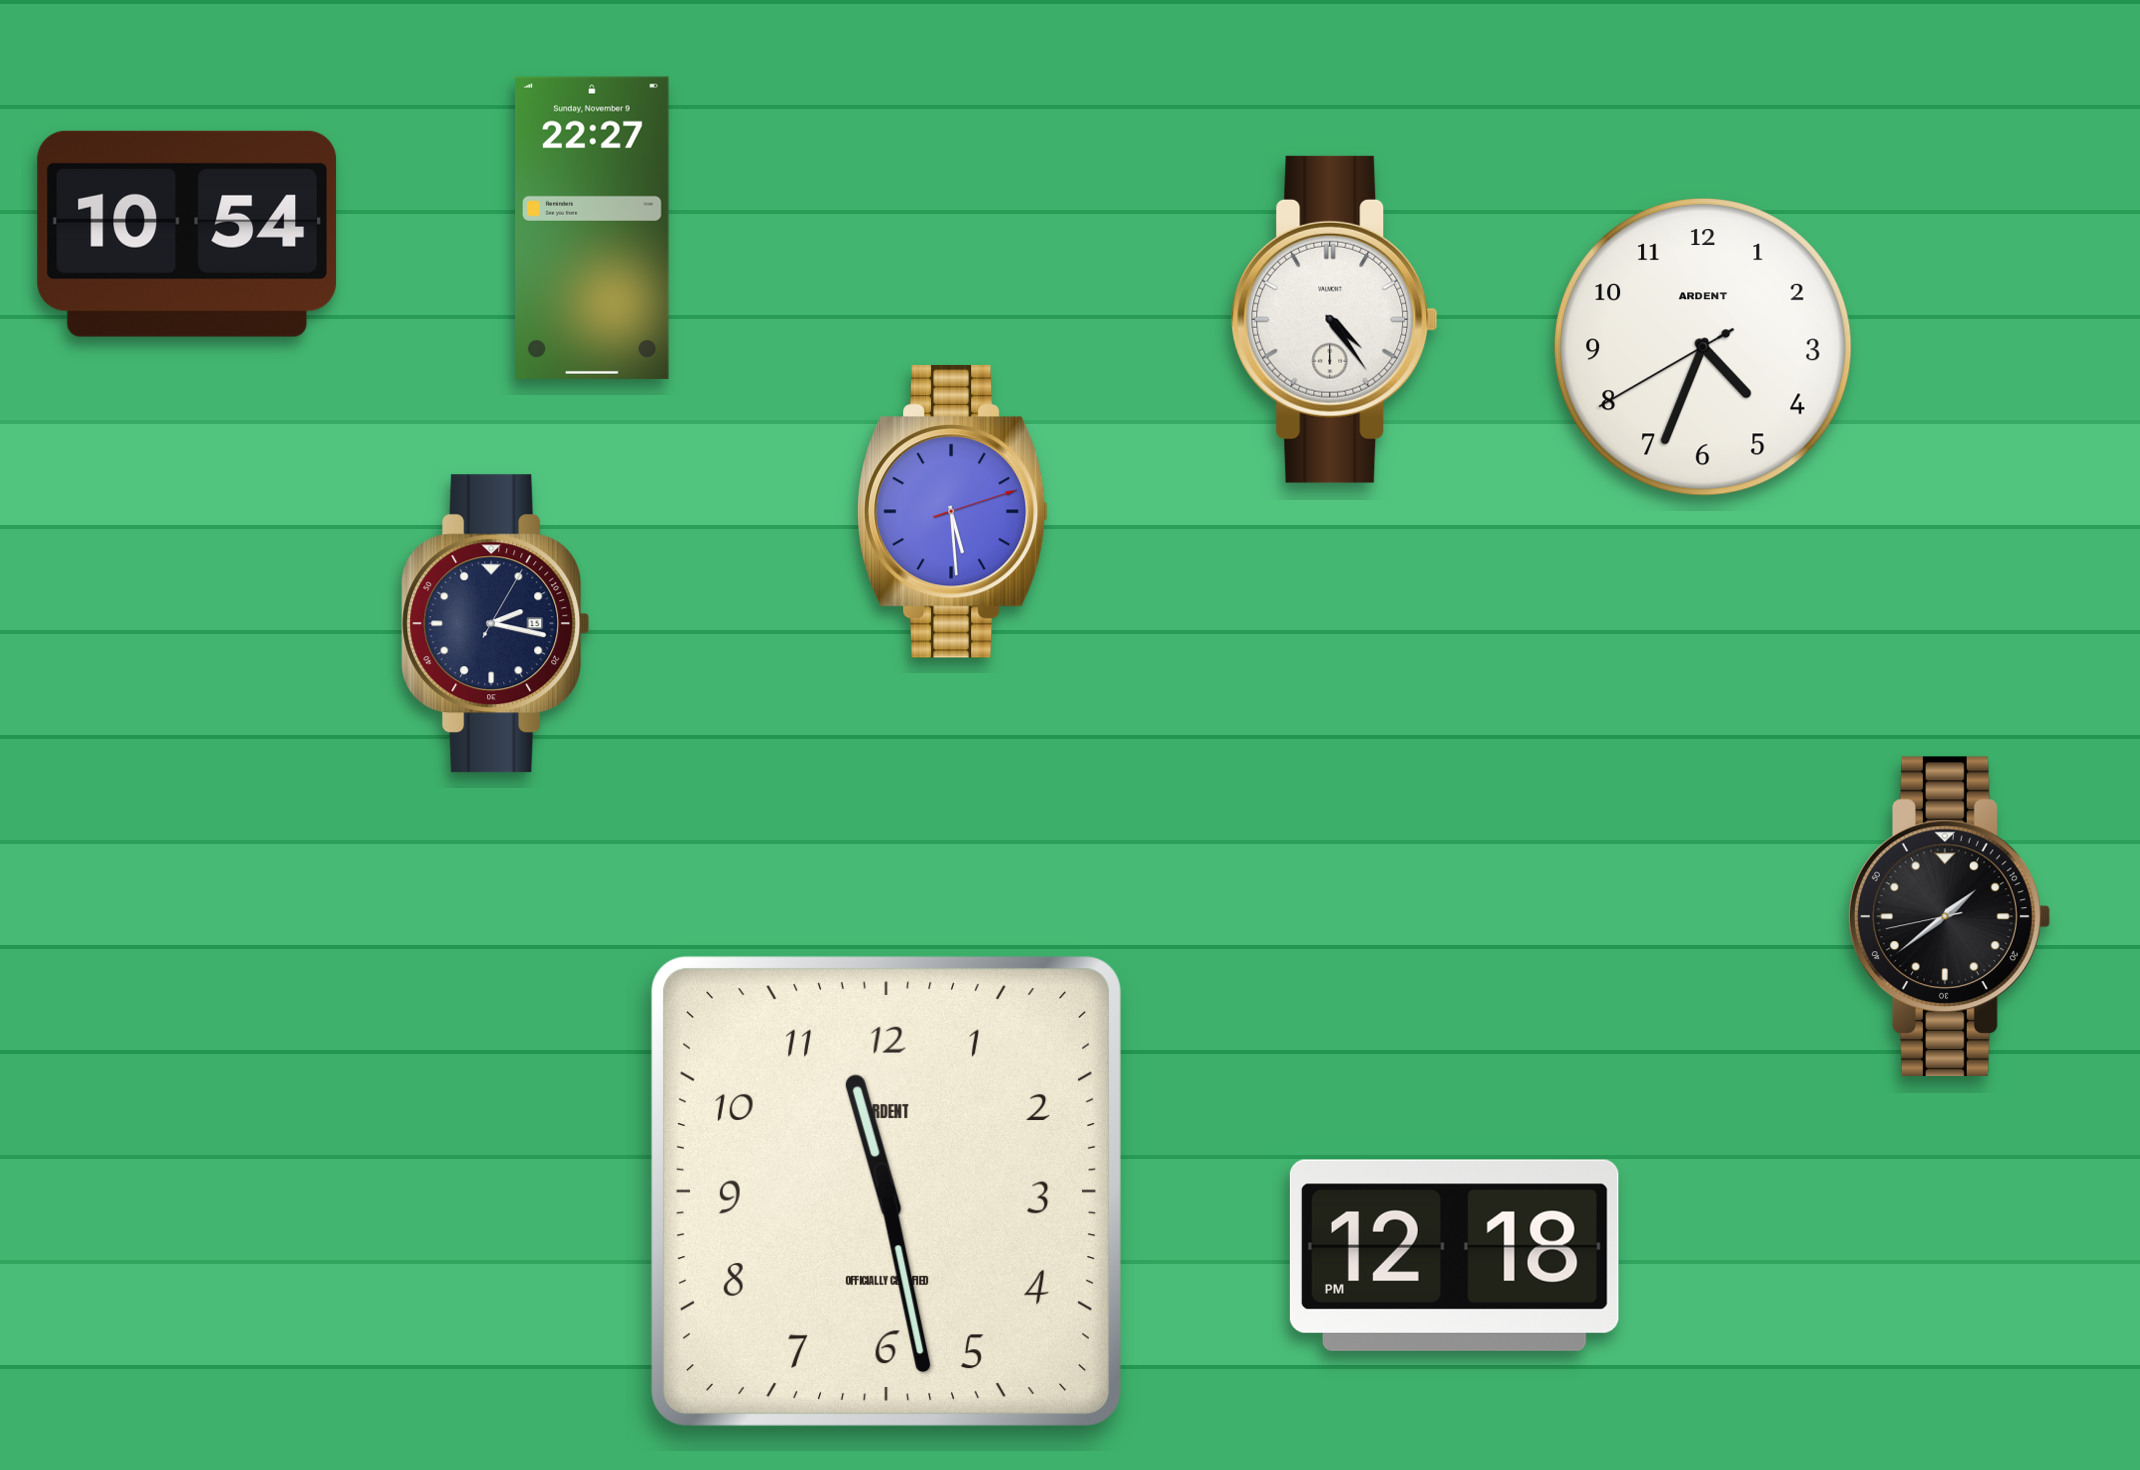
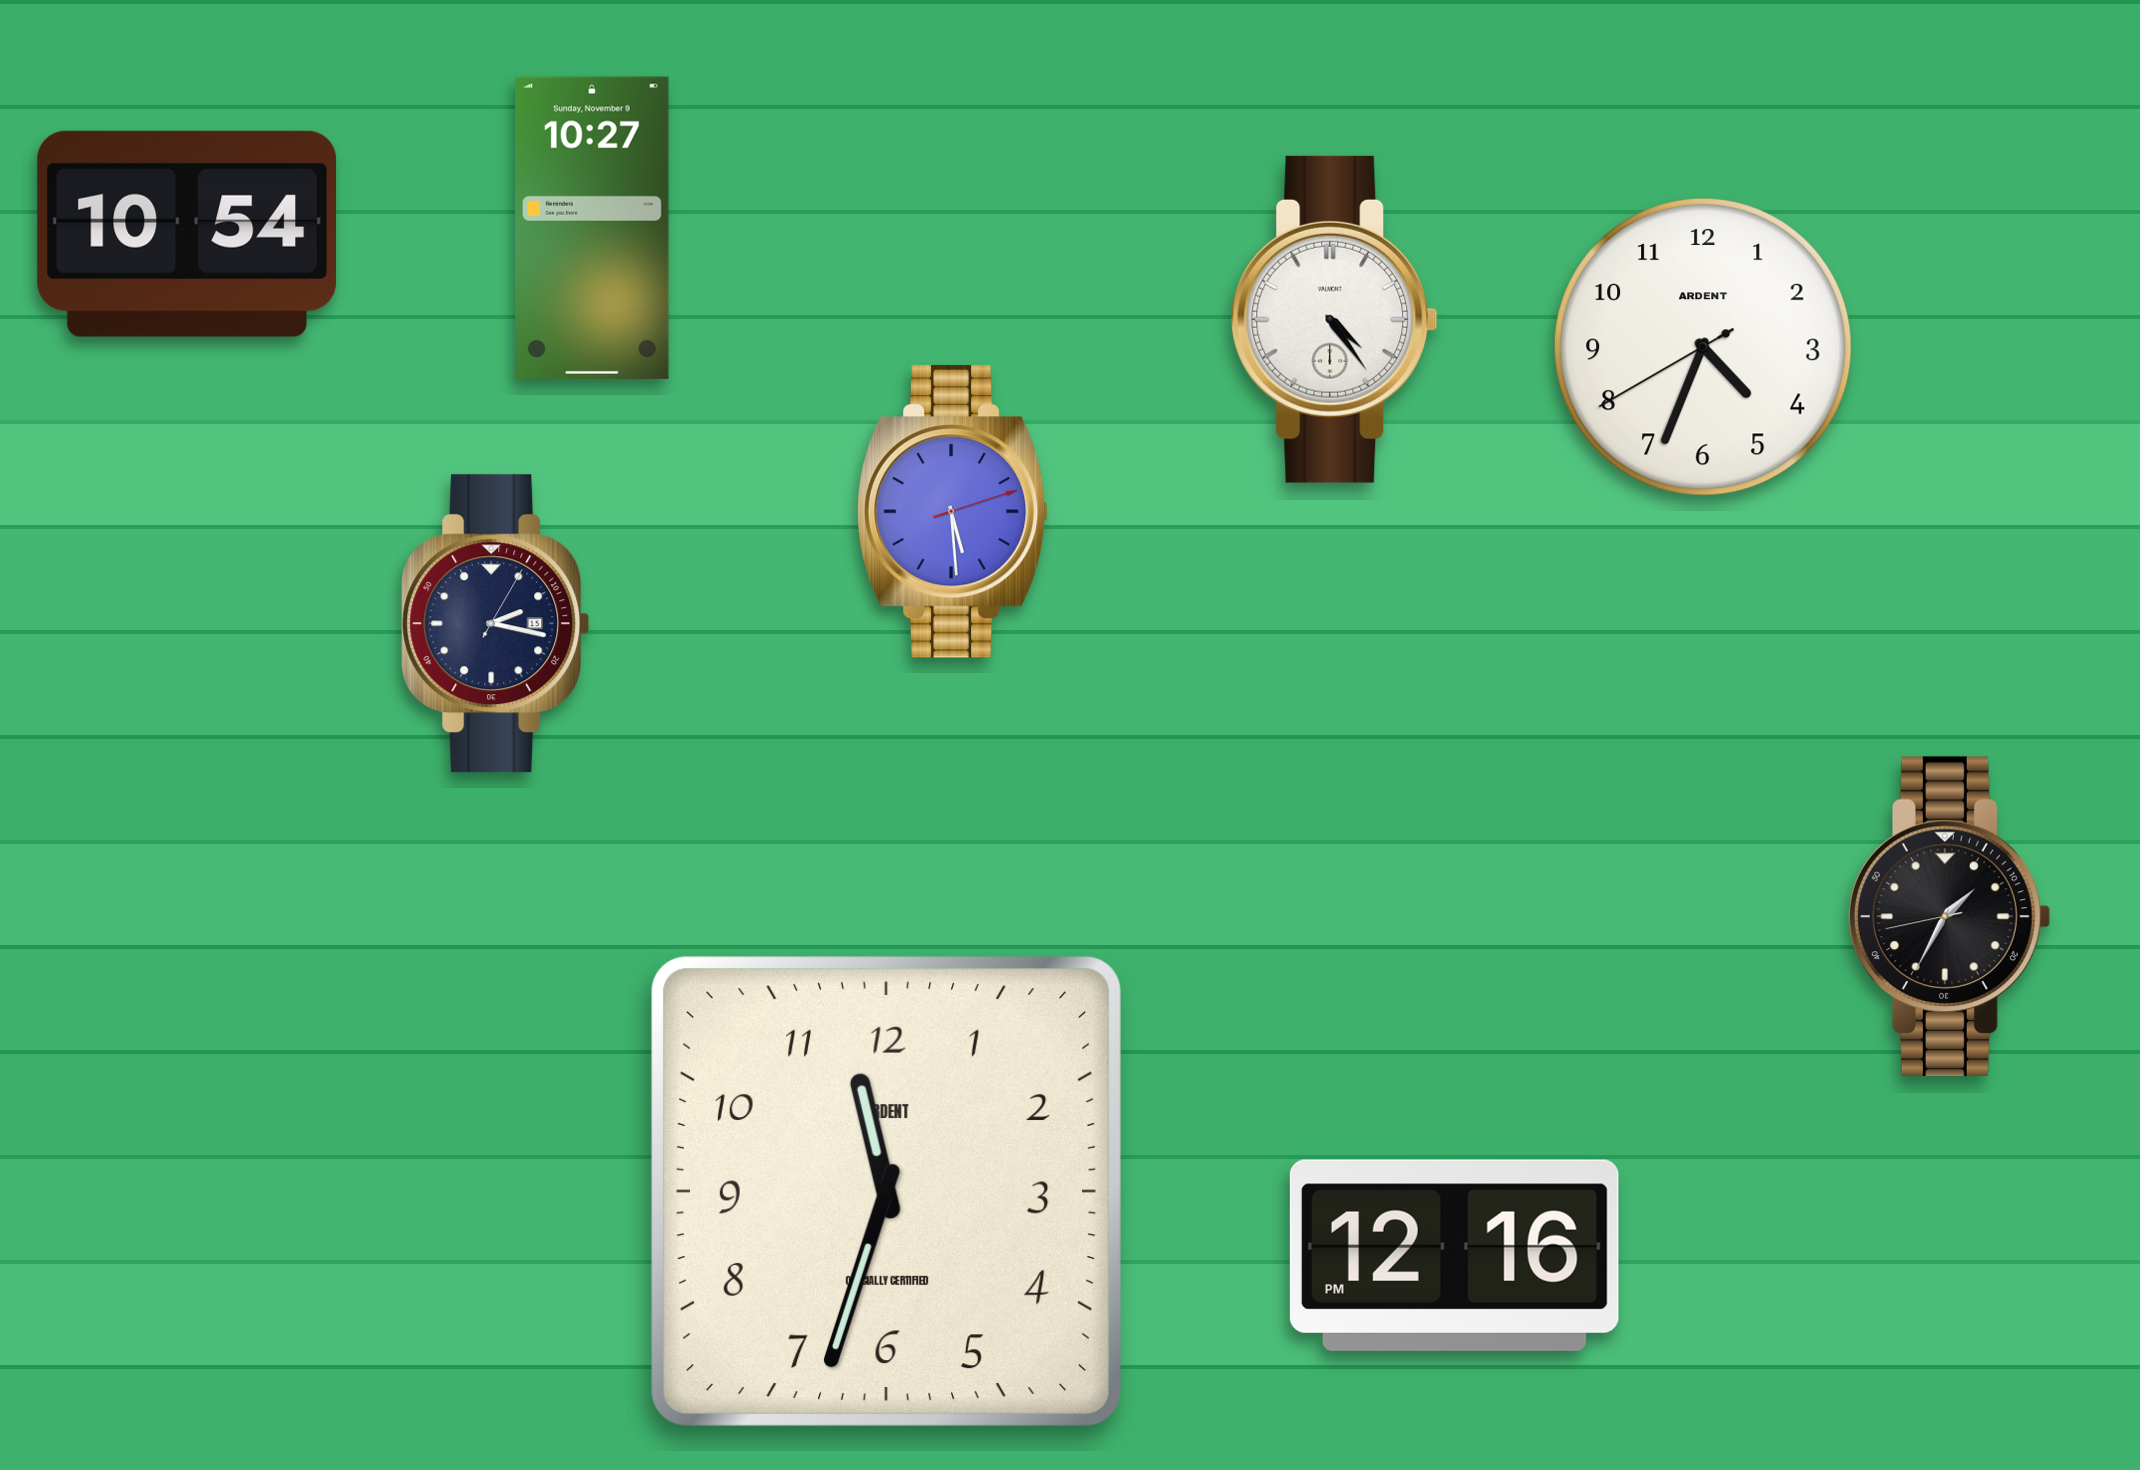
clock at (593, 228): 22:27 -> 10:27
clock at (1949, 916): 1:38 -> 1:34
clock at (886, 1191): 11:28 -> 11:33
clock at (1454, 1255): 12:18 -> 12:16
